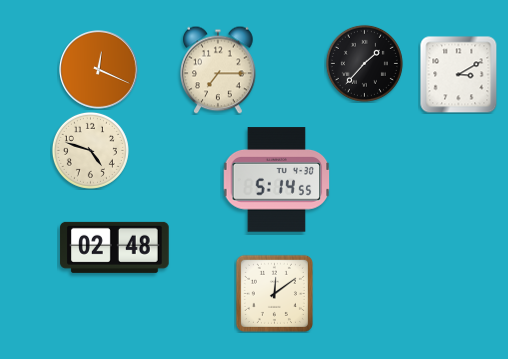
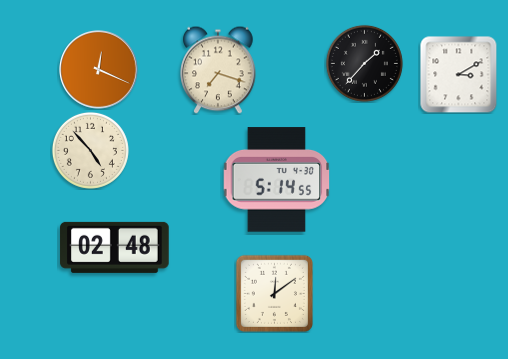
clock at (218, 70): 7:15 -> 7:18
clock at (90, 150): 4:48 -> 4:53
